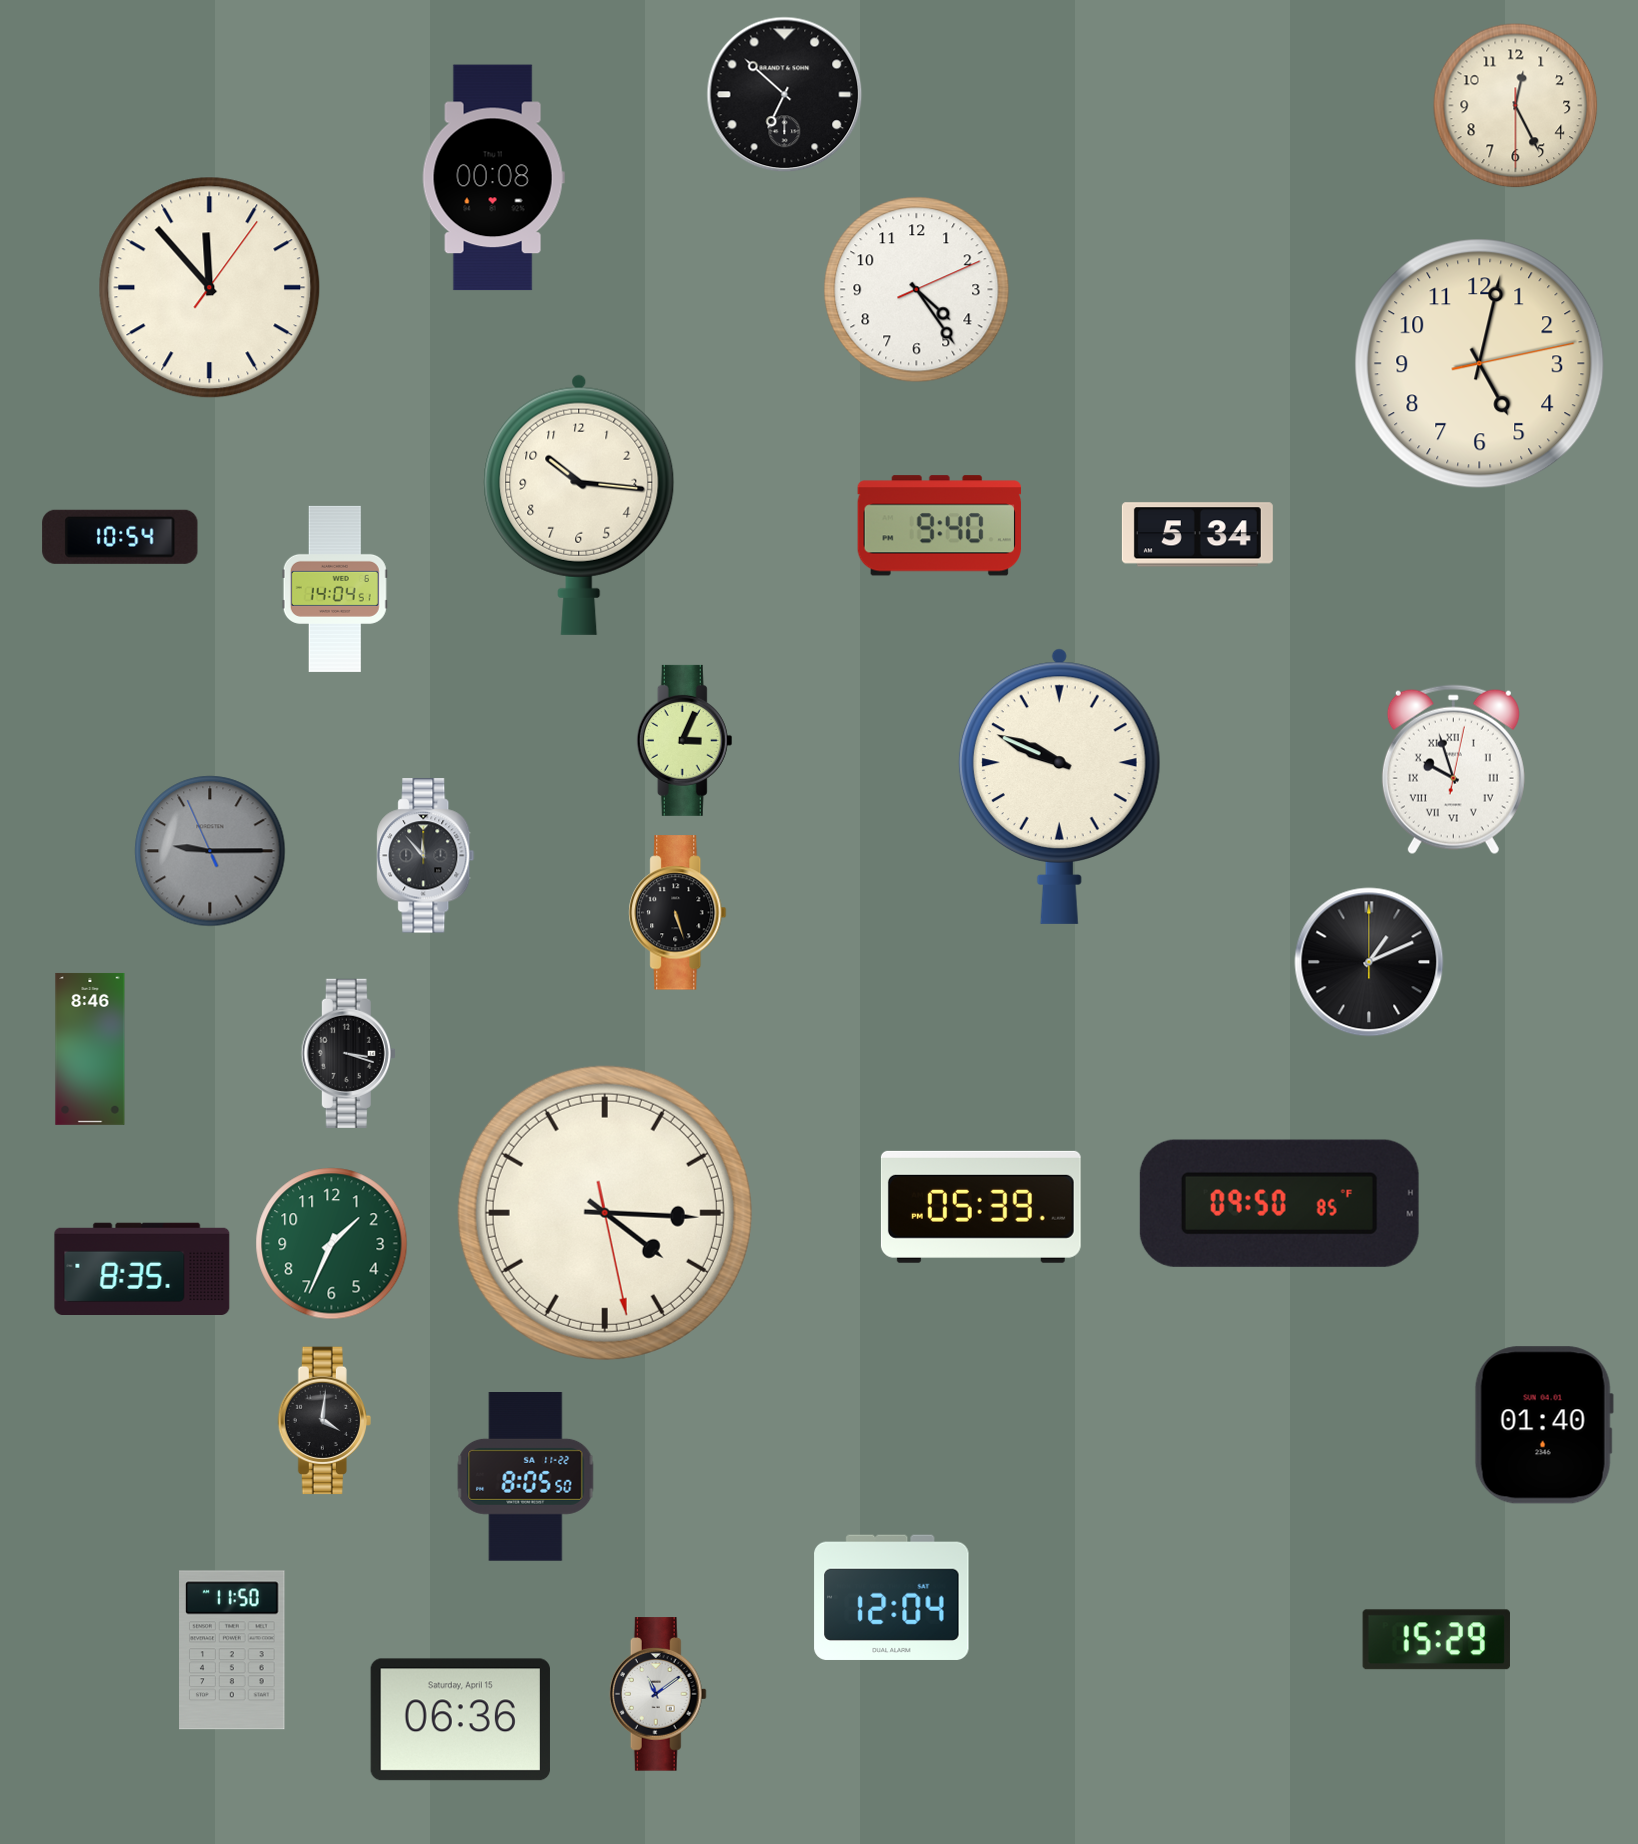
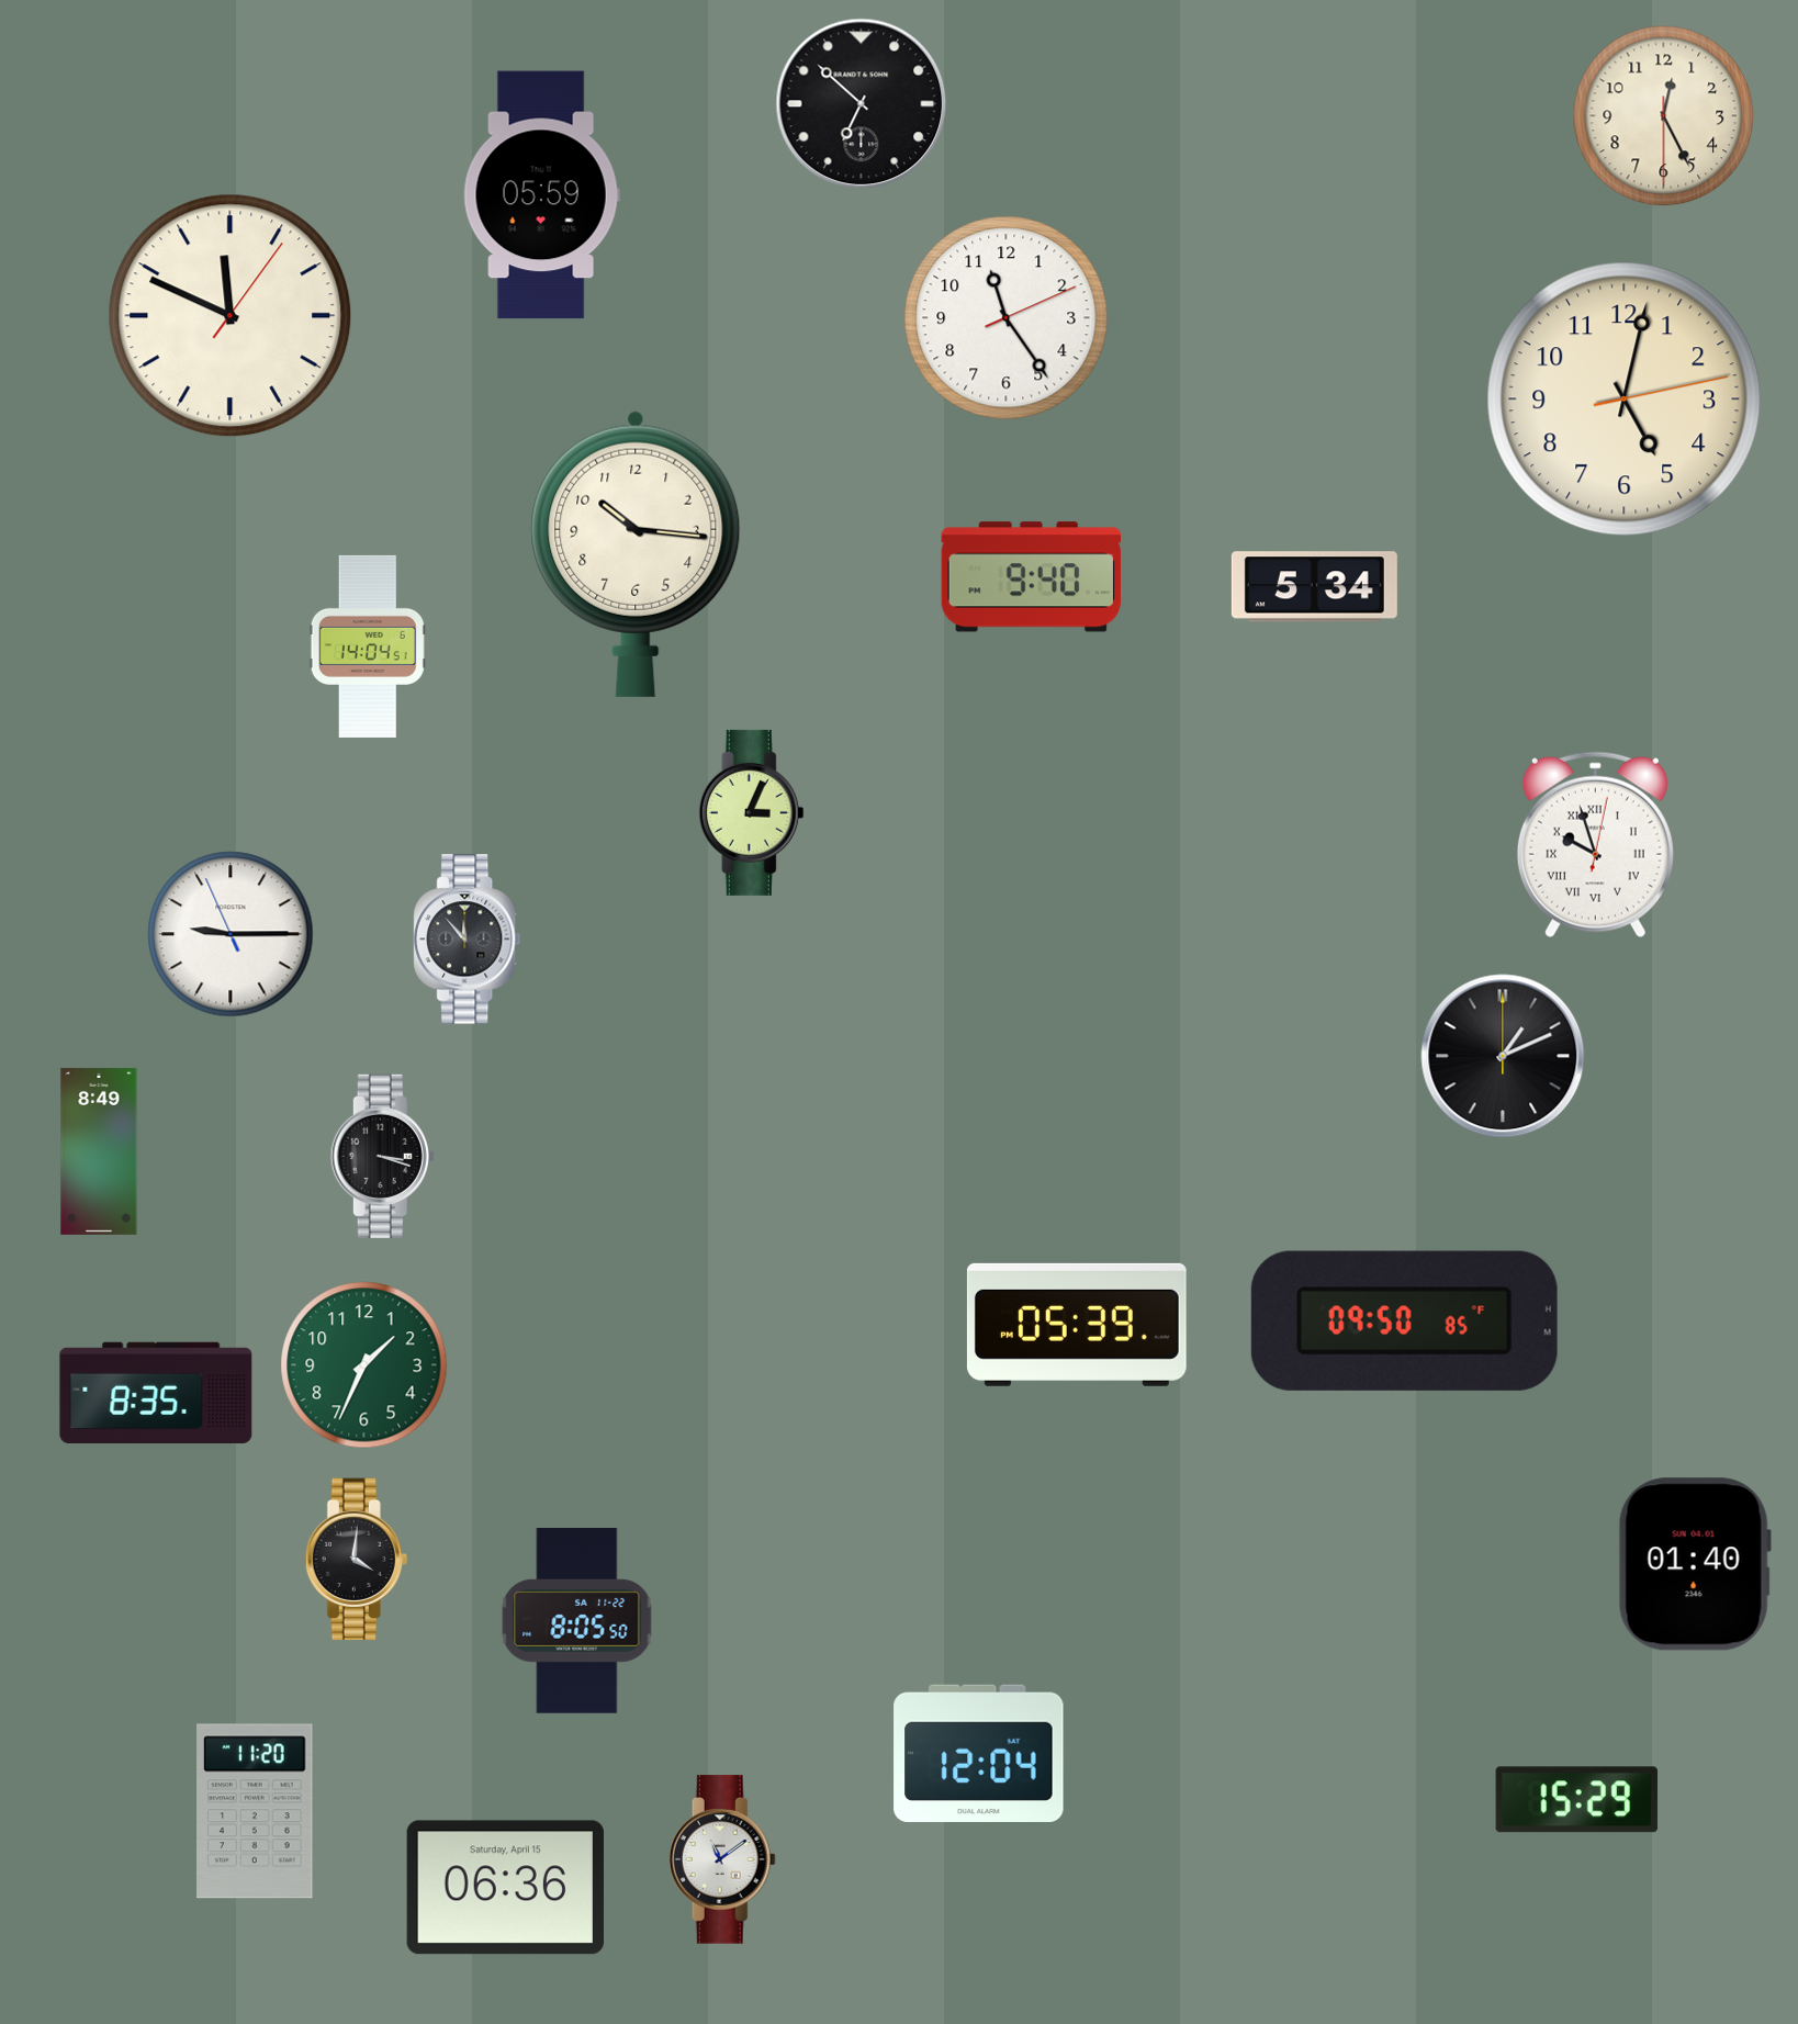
clock at (493, 178): 00:08 -> 05:59
clock at (210, 288): 11:53 -> 11:49
clock at (917, 290): 4:24 -> 11:24
clock at (120, 537): 10:54 -> none
clock at (1059, 786): 9:49 -> none
clock at (210, 851) dial: grey -> white
clock at (678, 913): 5:27 -> none
clock at (90, 1049): 8:46 -> 8:49
clock at (605, 1213): 4:15 -> none
clock at (232, 1650): 11:50 -> 11:20
